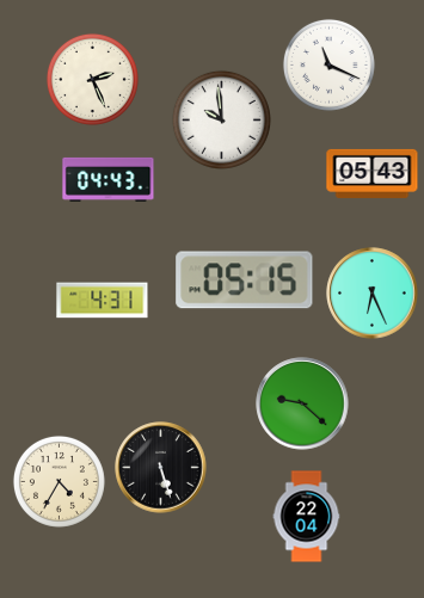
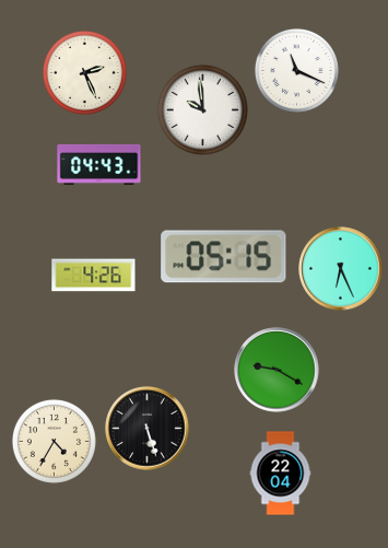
clock at (328, 64) position: (328, 64) -> (296, 70)
clock at (373, 173): 05:43 -> none
clock at (103, 301): 4:31 -> 4:26
clock at (302, 403): 9:22 -> 9:20
